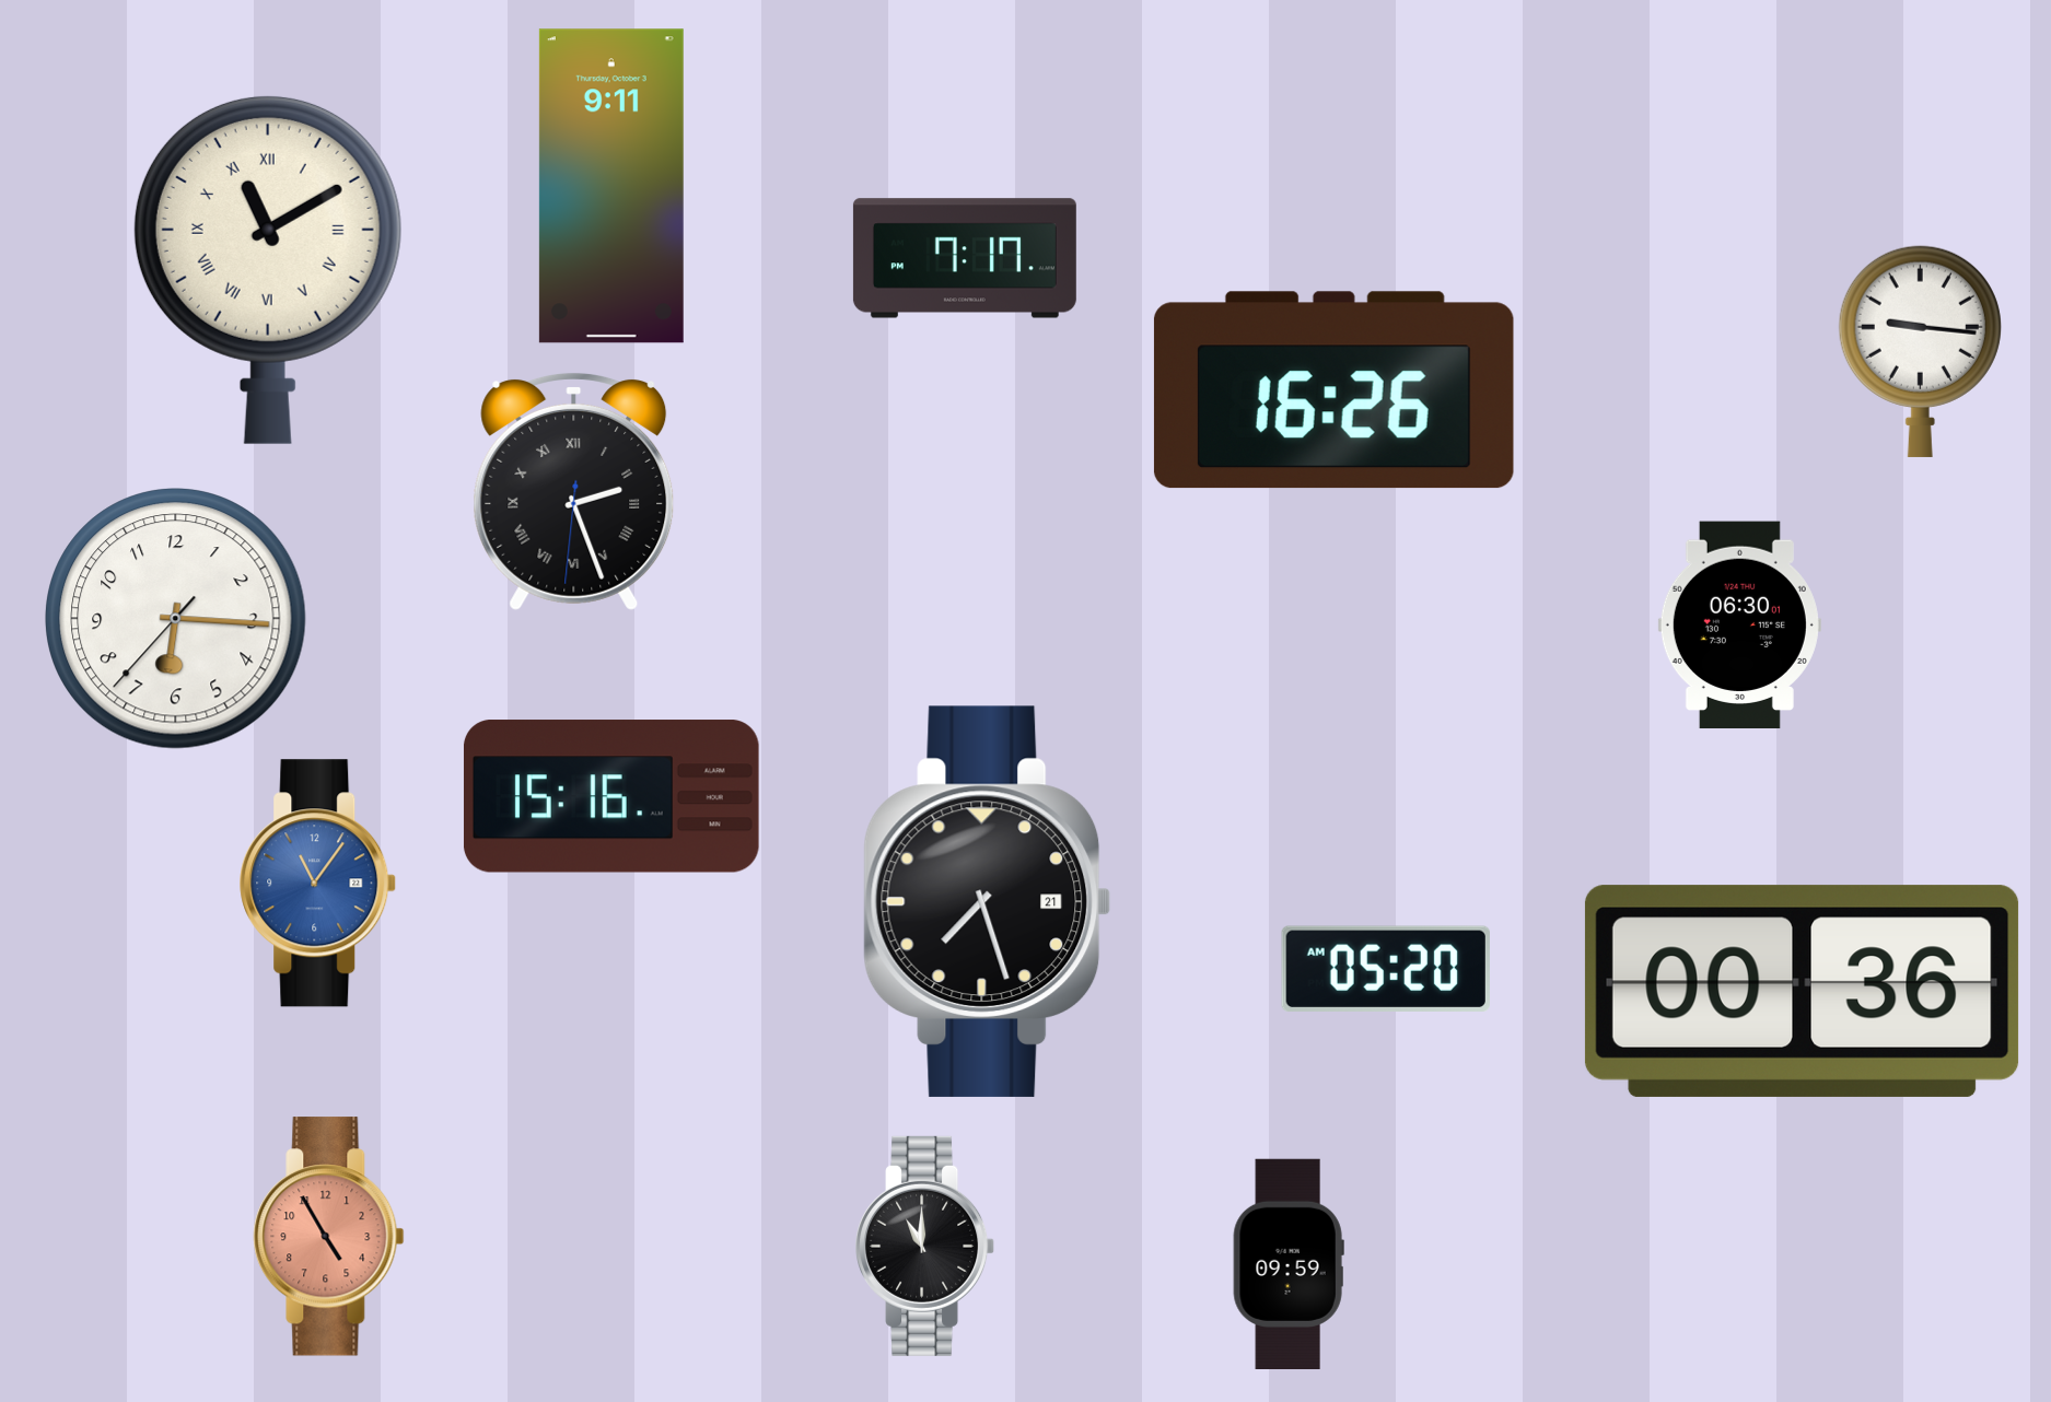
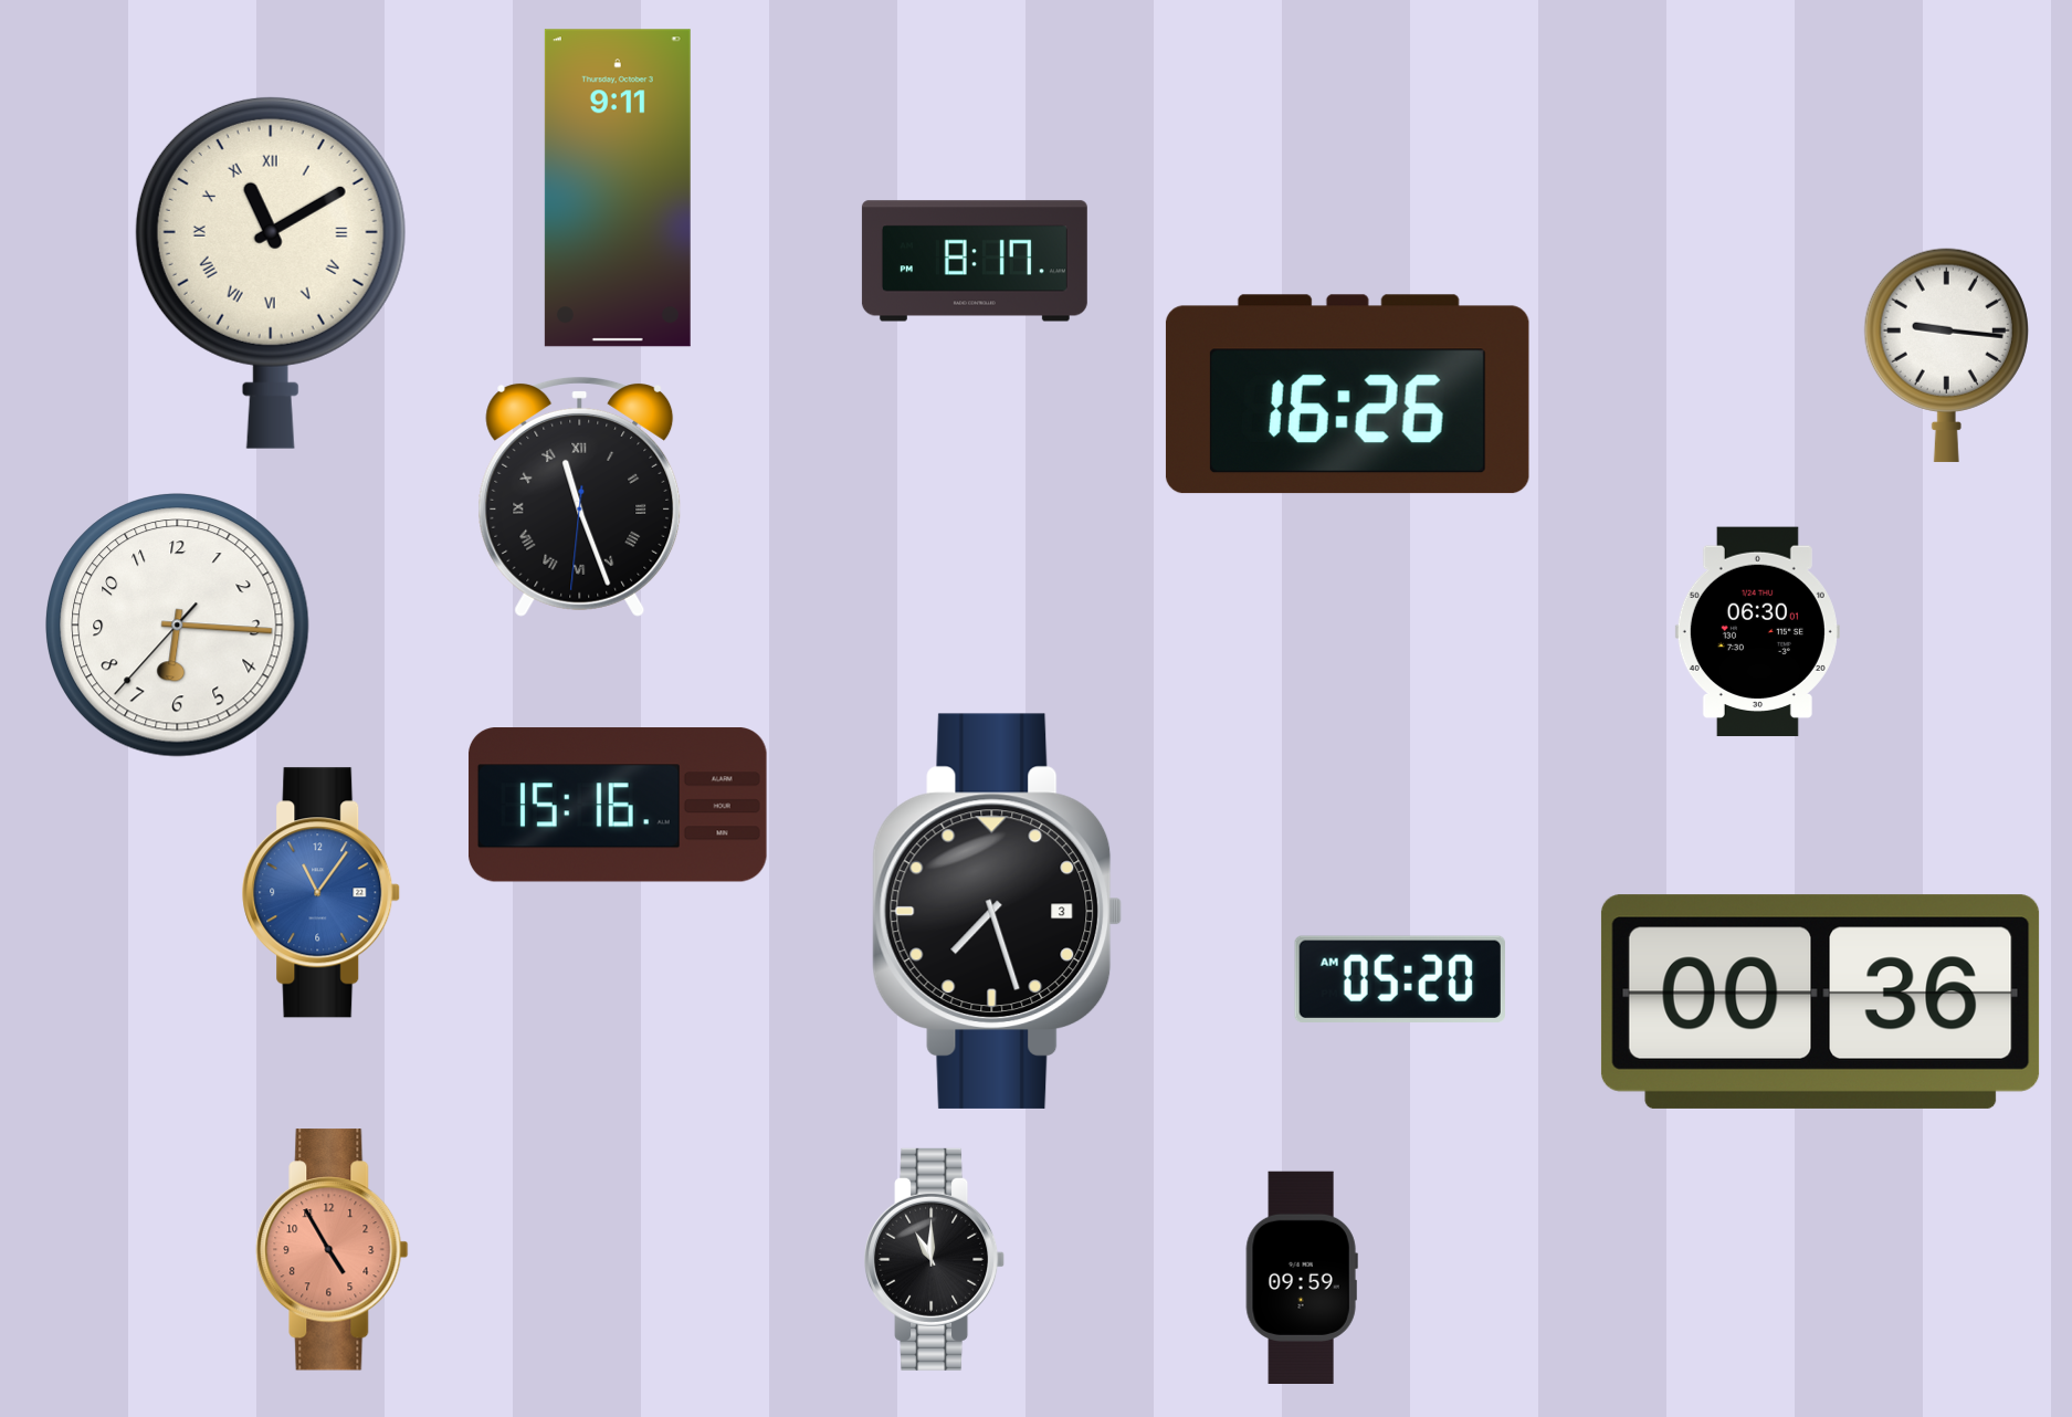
clock at (965, 258): 7:17 -> 8:17
clock at (1920, 351) position: (1920, 351) -> (1946, 355)
clock at (574, 491): 2:26 -> 11:26
clock at (988, 901) date: 21 -> 3
